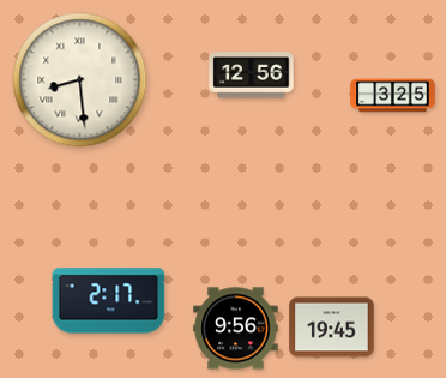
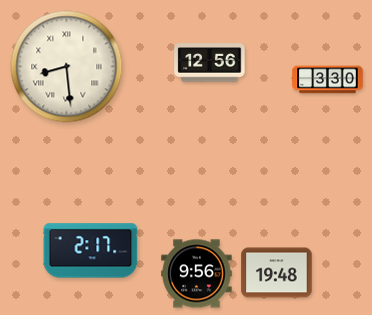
clock at (393, 96): 3:25 -> 3:30
clock at (332, 328): 19:45 -> 19:48
